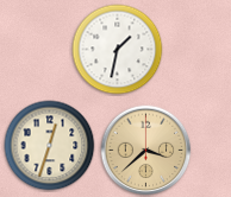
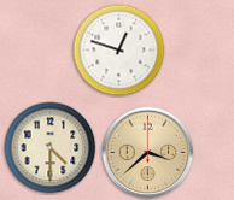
clock at (118, 50): 1:32 -> 12:48
clock at (50, 146): 12:33 -> 4:30
